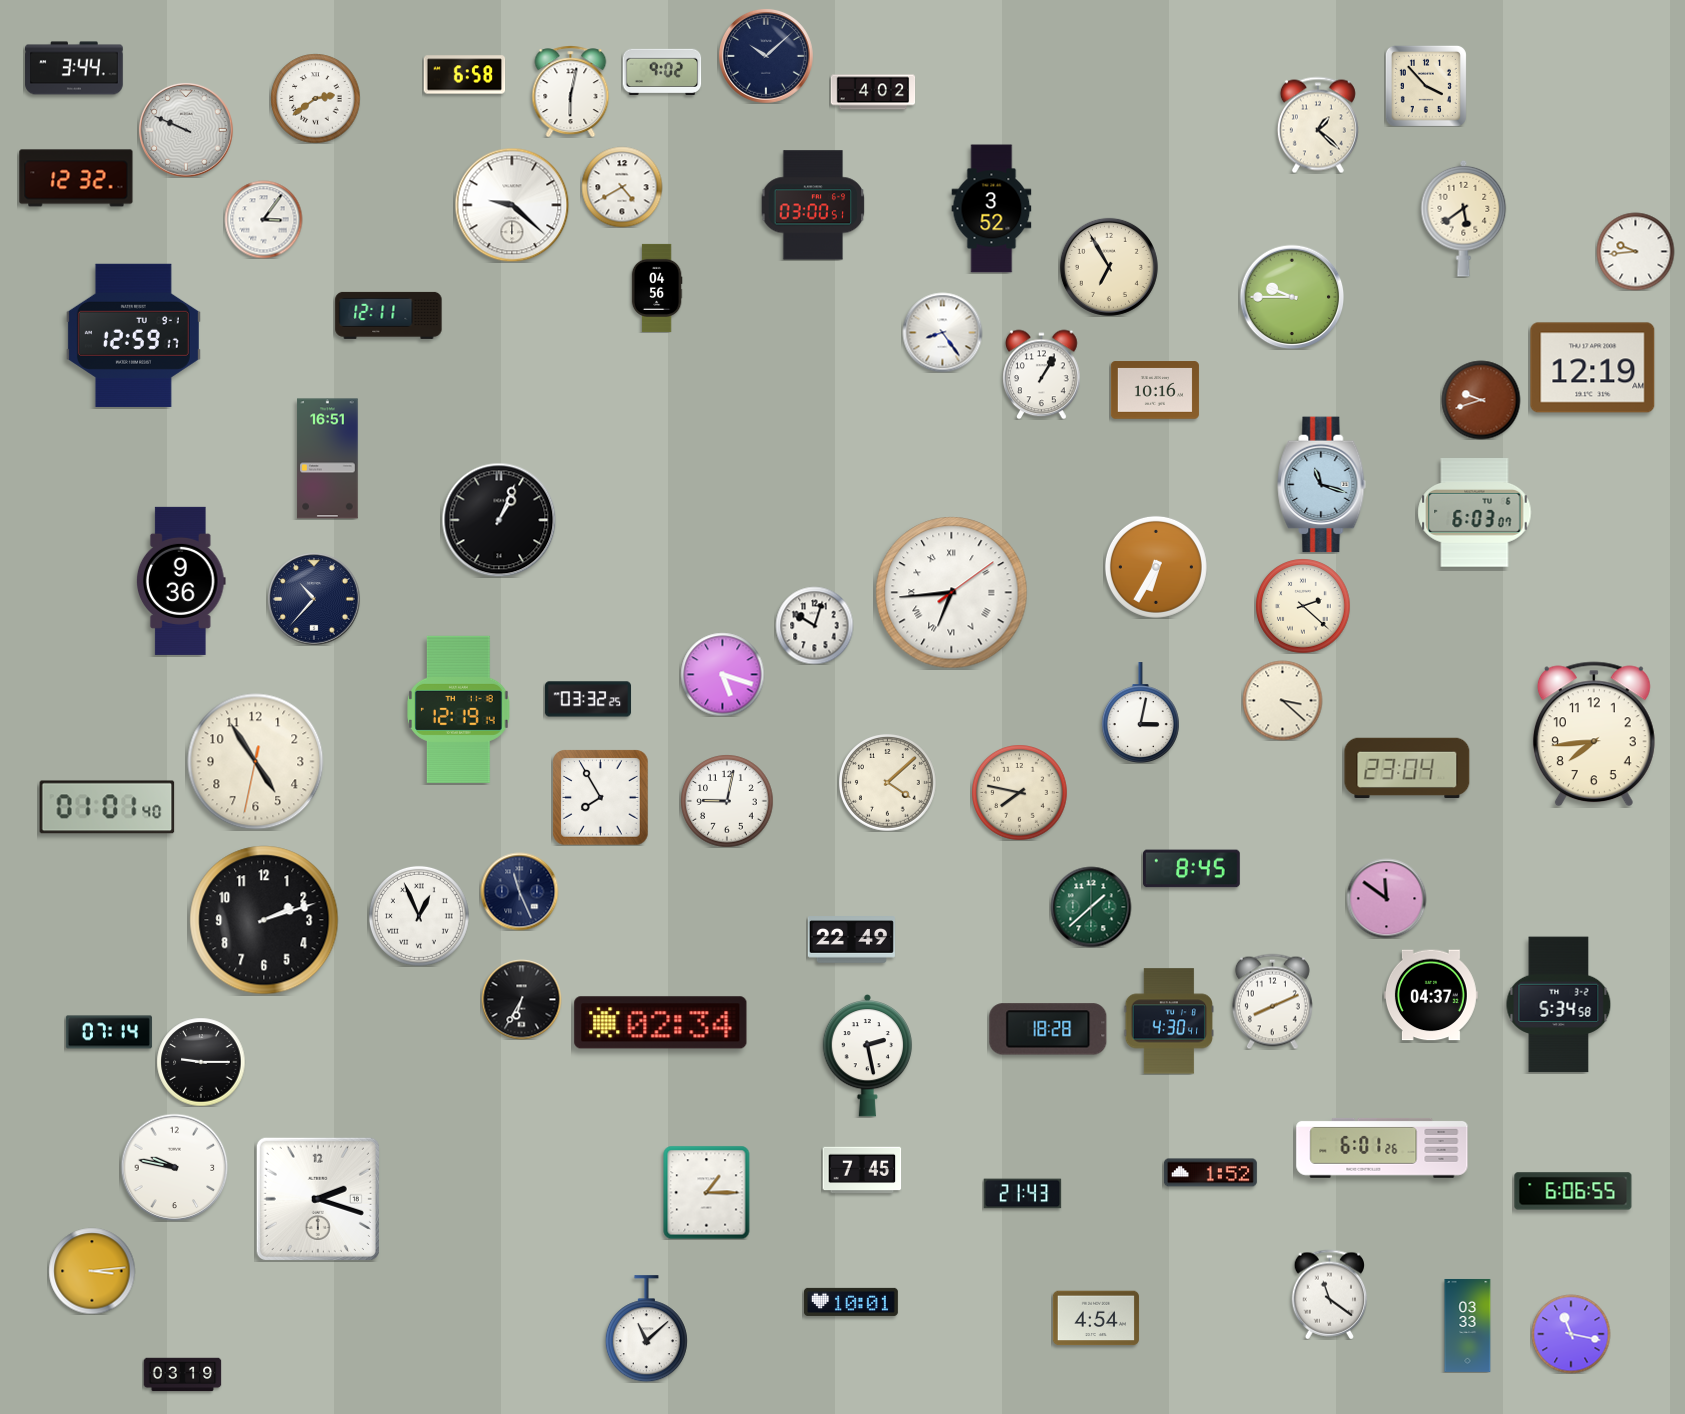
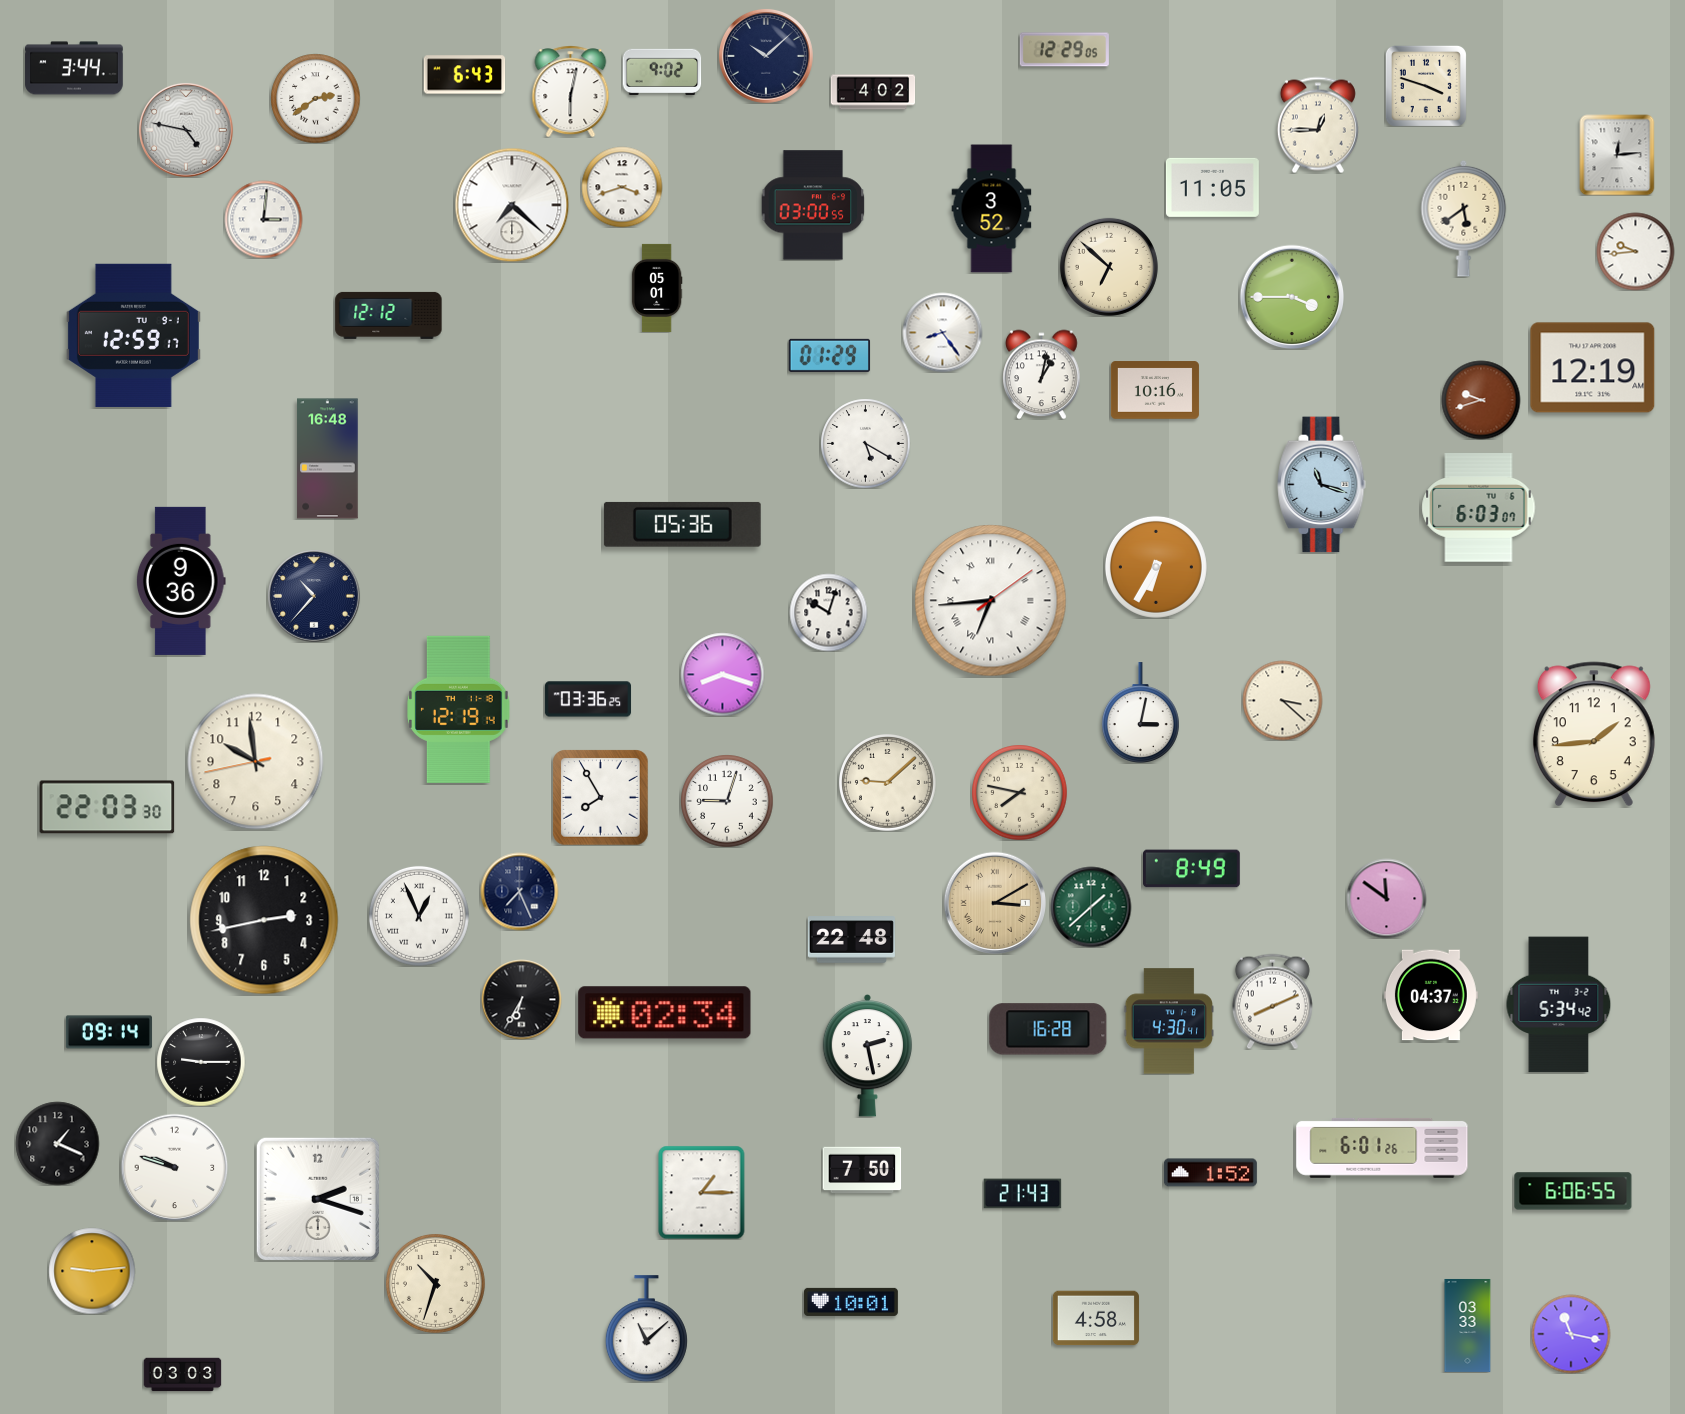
clock at (1064, 50): none -> 12:29
clock at (464, 75): 6:58 -> 6:43
clock at (1426, 86): 3:53 -> 3:48
clock at (1318, 125): 1:22 -> 12:45
clock at (186, 130): 9:49 -> 4:47
clock at (1617, 155): none -> 12:14
clock at (76, 178): 12:32 -> none
clock at (622, 187): 4:40 -> 3:42
clock at (1212, 187): none -> 11:05
clock at (512, 205): 9:22 -> 7:22
clock at (813, 205): 03:00:51 -> 03:00:55
clock at (263, 219): 3:06 -> 3:01
clock at (1109, 267): 6:55 -> 6:52
clock at (657, 288): 04:56 -> 05:01
clock at (1292, 297): 9:45 -> 3:45
clock at (389, 315): 12:11 -> 12:12
clock at (829, 355): none -> 01:29
clock at (1042, 374): 1:05 -> 1:02
clock at (865, 443): none -> 5:20
clock at (328, 459): 16:51 -> 16:48
clock at (1475, 513) position: (1475, 513) -> (1479, 508)
clock at (499, 520): 1:04 -> none
clock at (682, 524): none -> 05:36
clock at (952, 593) position: (952, 593) -> (991, 601)
clock at (314, 599) position: (314, 599) -> (314, 596)
clock at (1303, 606): 2:22 -> none
clock at (814, 625) position: (814, 625) -> (828, 612)
clock at (722, 674): 5:18 -> 8:18
clock at (587, 699): 03:32 -> 03:36
clock at (1594, 734): 7:44 -> 1:44
clock at (256, 762): 4:54 -> 9:58
clock at (1407, 768): 23:04 -> none
clock at (888, 783): 4:08 -> 9:08
clock at (727, 801): 9:02 -> 9:03
clock at (107, 807): 01:01 -> 22:03
clock at (1192, 869): 8:45 -> 8:49
clock at (519, 891): 11:26 -> 7:26
clock at (994, 902): none -> 3:10
clock at (264, 920): 2:12 -> 2:43
clock at (851, 940): 22:49 -> 22:48
clock at (1559, 1005): 5:34:58 -> 5:34:42
clock at (661, 1023) position: (661, 1023) -> (665, 1013)
clock at (1048, 1029): 18:28 -> 16:28
clock at (109, 1032): 07:14 -> 09:14
clock at (57, 1143): none -> 1:19
clock at (174, 1167): 9:47 -> 9:48
clock at (862, 1170): 7:45 -> 7:50
clock at (707, 1192) position: (707, 1192) -> (702, 1192)
clock at (92, 1271): 3:14 -> 9:14
clock at (435, 1283): none -> 10:33
clock at (1330, 1294): 11:21 -> none
clock at (1096, 1318): 4:54 -> 4:58
clock at (182, 1375): 03:19 -> 03:03
